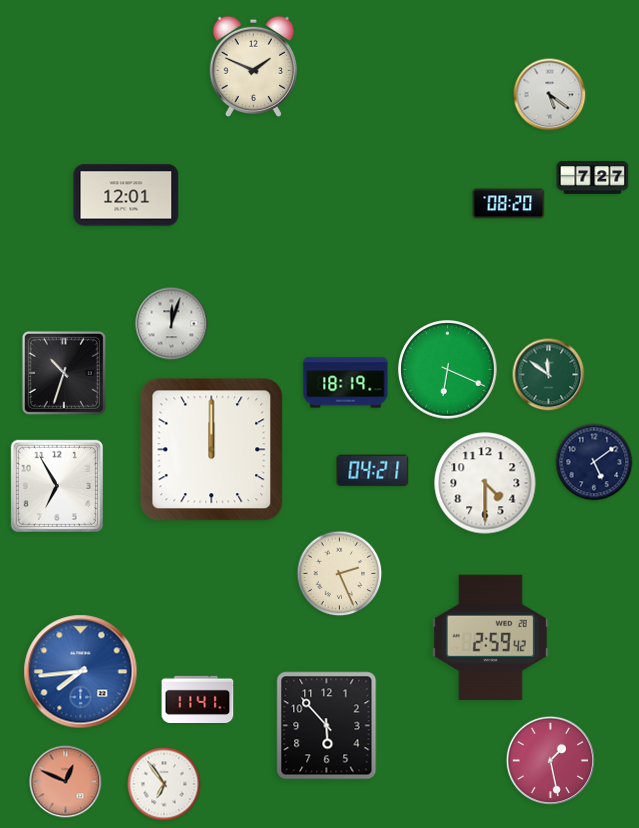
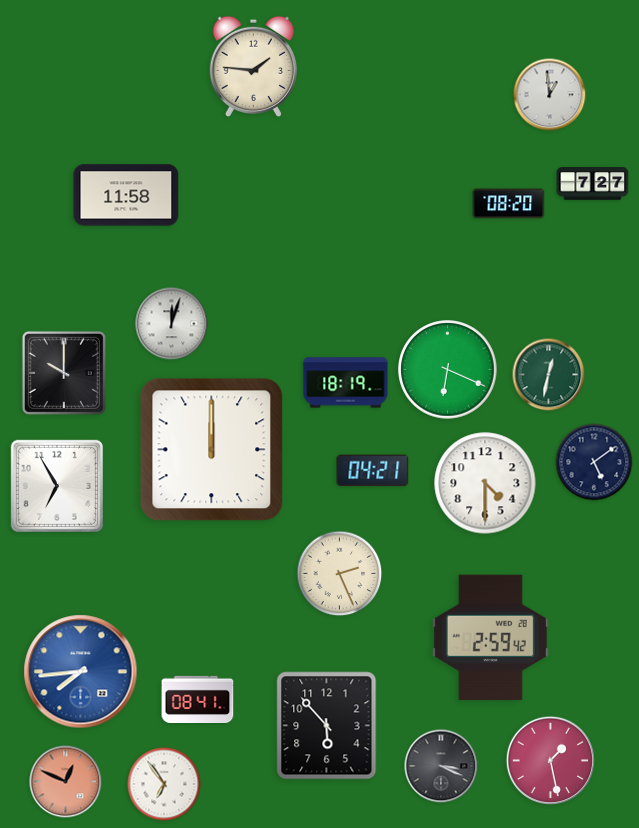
clock at (253, 67): 1:49 -> 1:46
clock at (550, 95): 5:21 -> 12:59
clock at (593, 178) position: (593, 178) -> (593, 184)
clock at (126, 195): 12:01 -> 11:58
clock at (64, 373): 10:33 -> 10:00
clock at (549, 375): 11:51 -> 12:32
clock at (198, 700): 11:41 -> 08:41
clock at (441, 766): none -> 3:19
